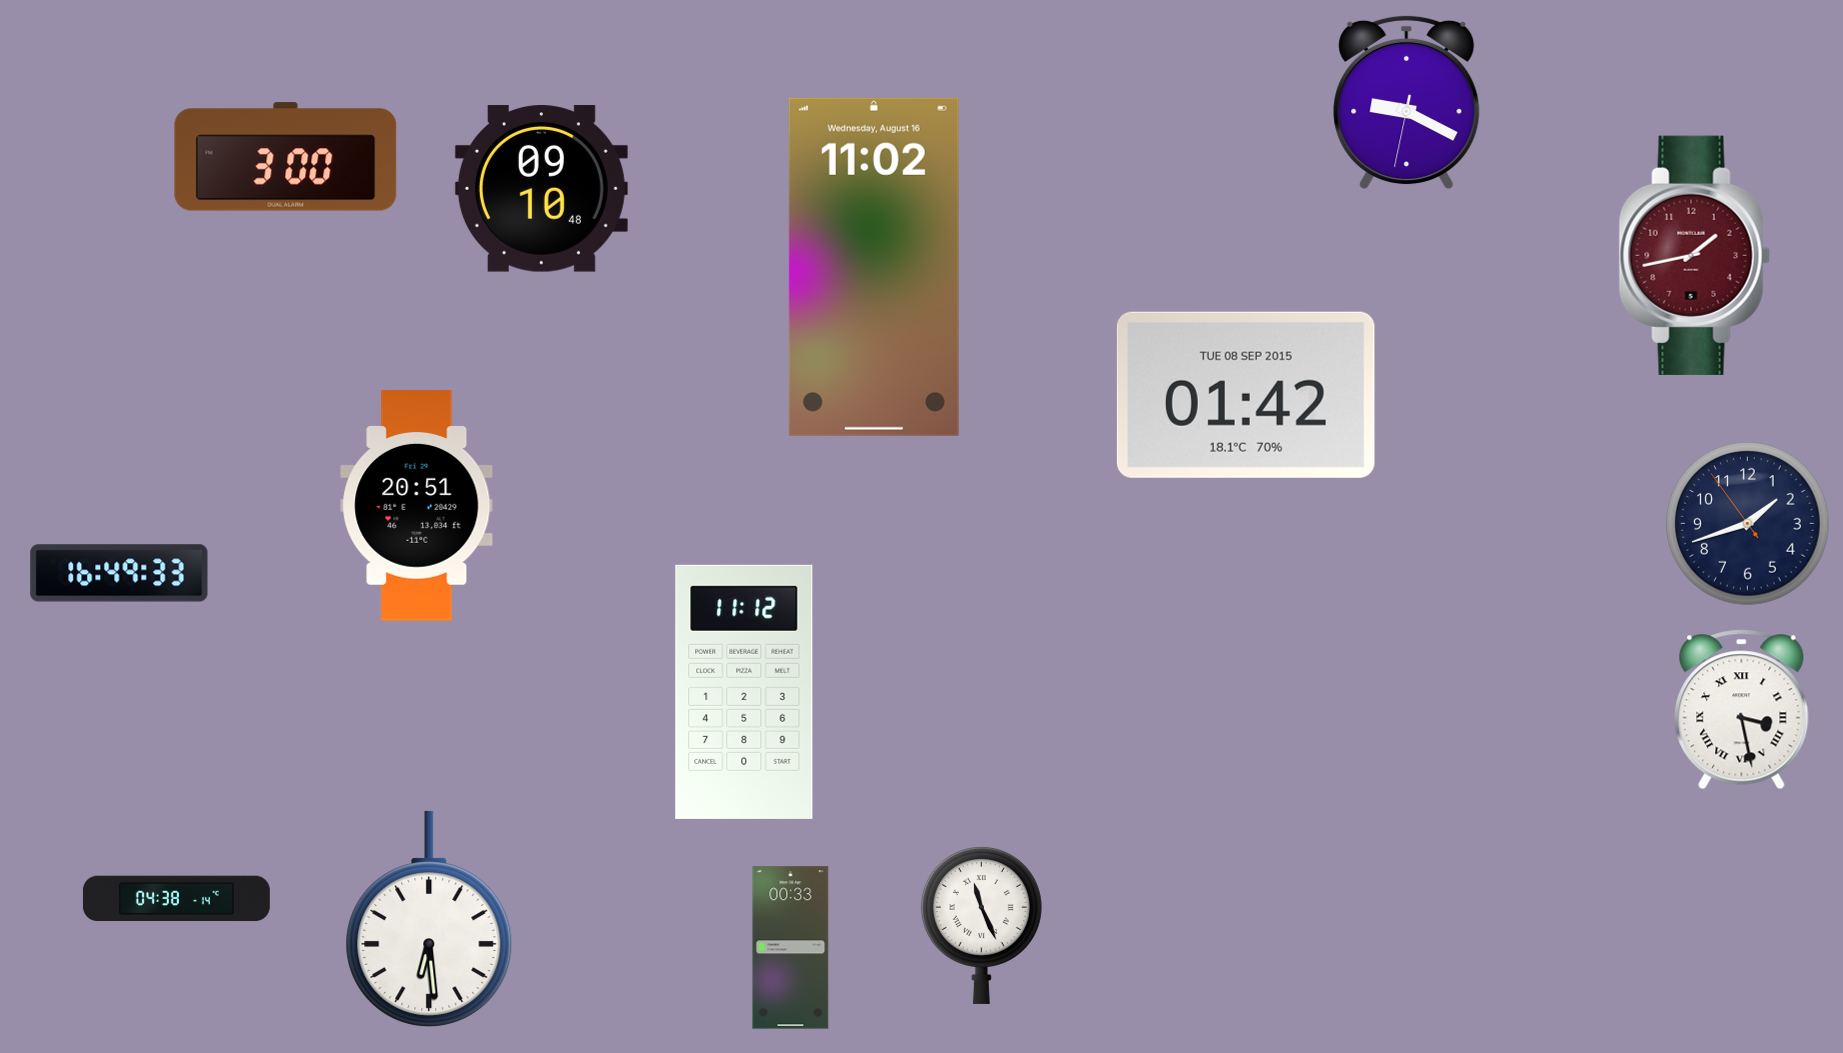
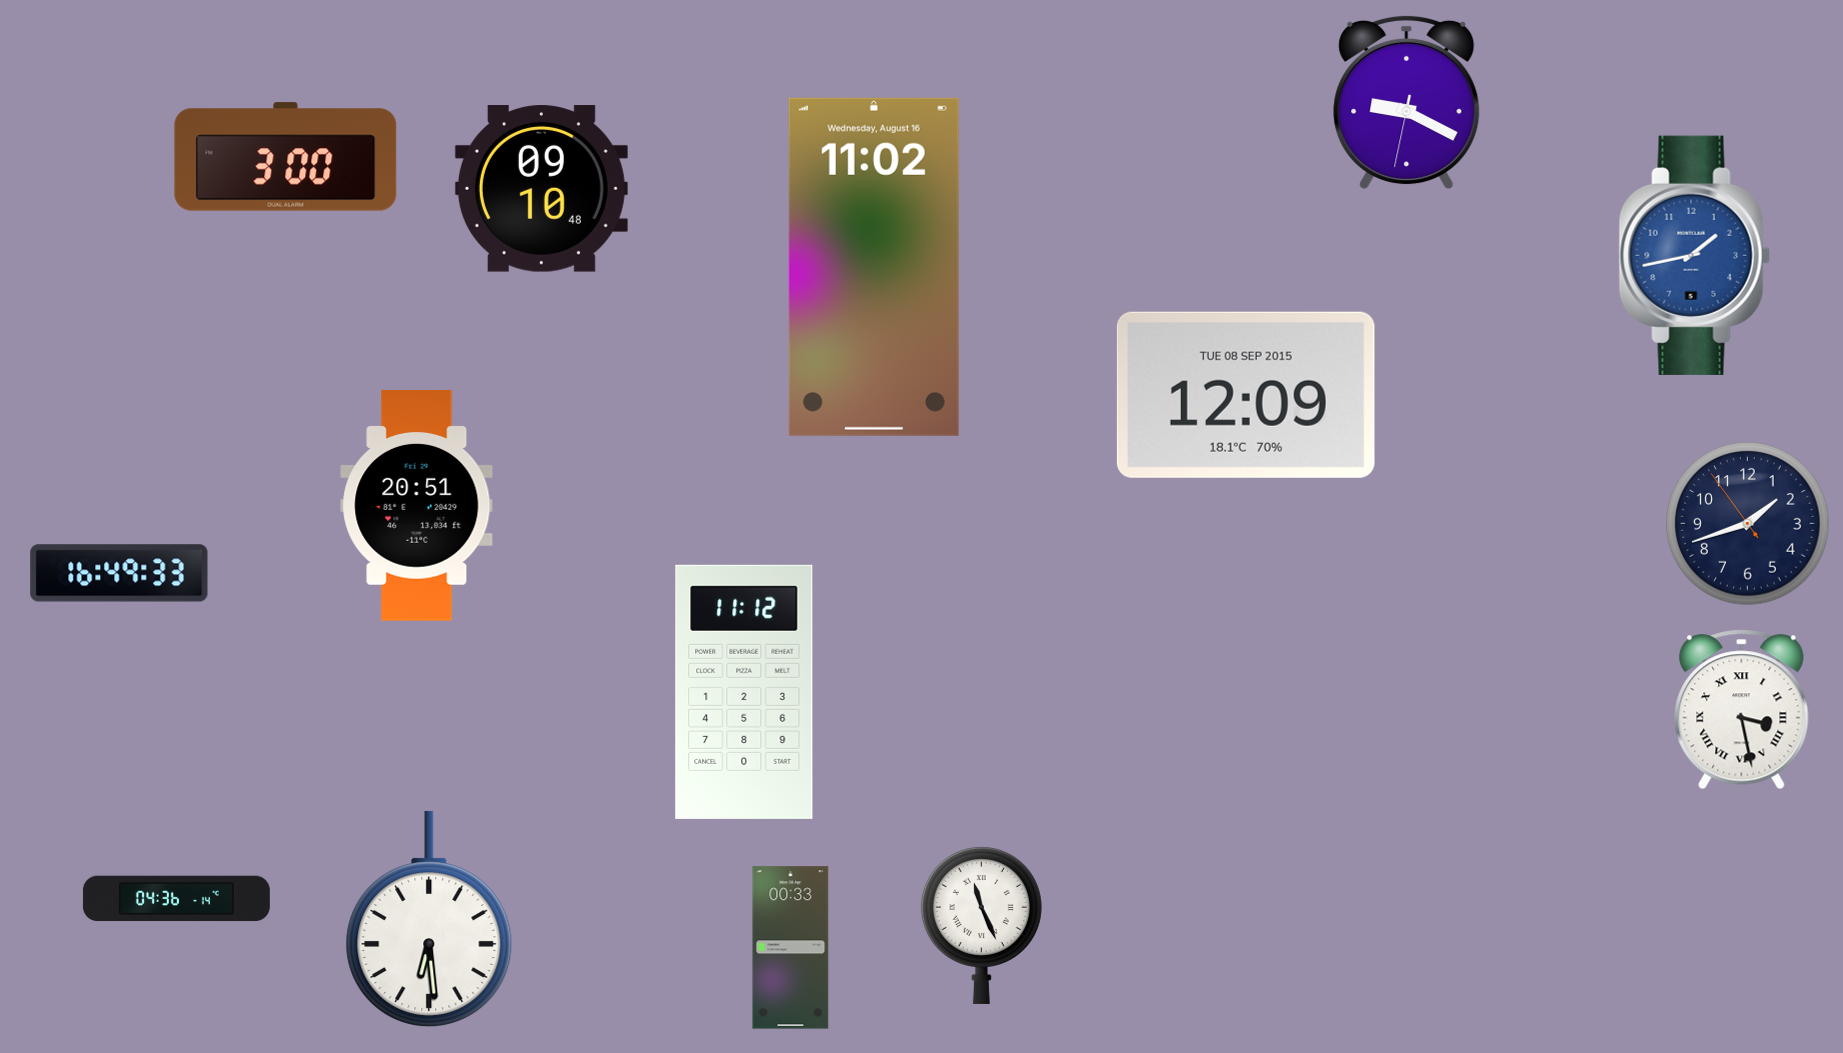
clock at (1694, 255) dial: burgundy -> blue
clock at (1246, 395): 01:42 -> 12:09
clock at (176, 899): 04:38 -> 04:36
